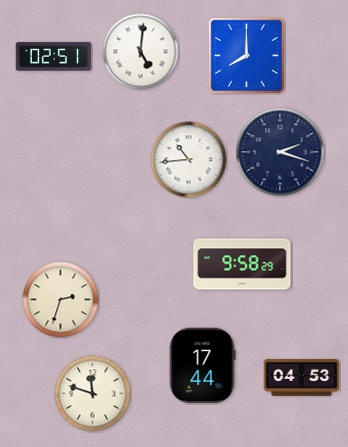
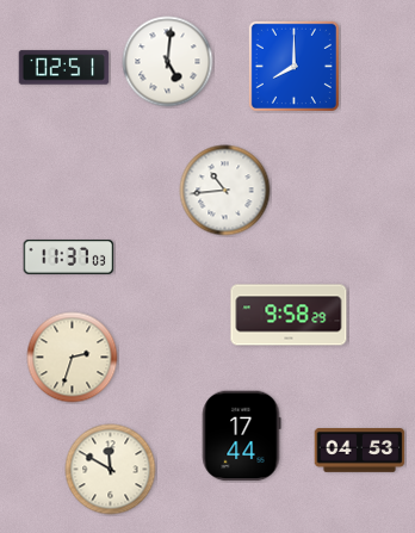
clock at (280, 152): 2:18 -> none
clock at (69, 256): none -> 11:37
clock at (93, 394): 11:48 -> 11:50
